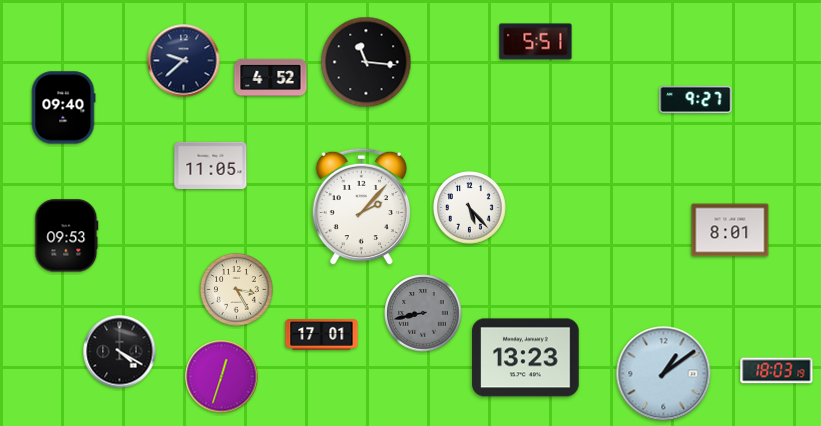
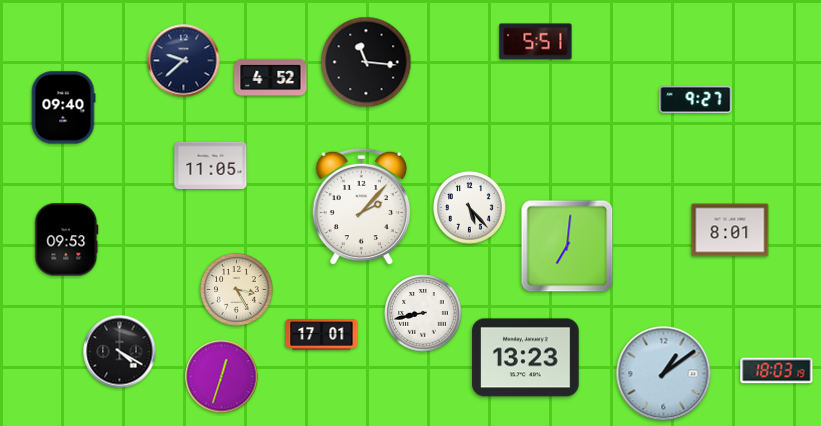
clock at (67, 236) position: (67, 236) -> (67, 240)
clock at (567, 246): none -> 7:01
clock at (423, 313) dial: grey -> white
